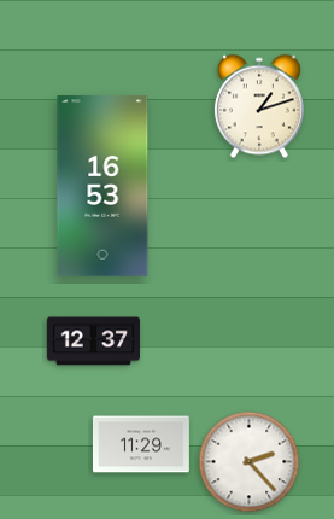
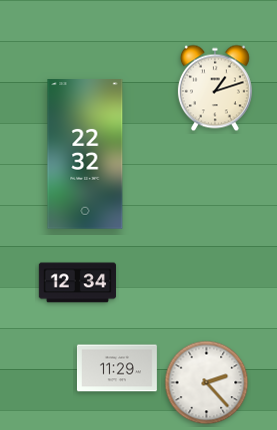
clock at (102, 186): 16:53 -> 22:32
clock at (93, 342): 12:37 -> 12:34
